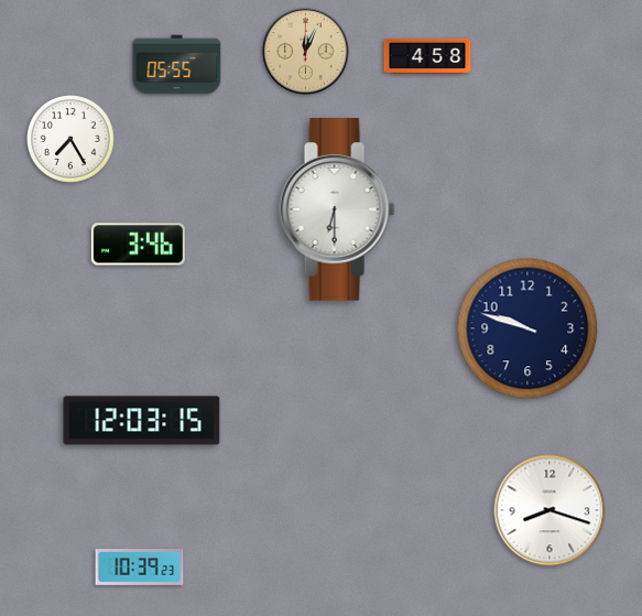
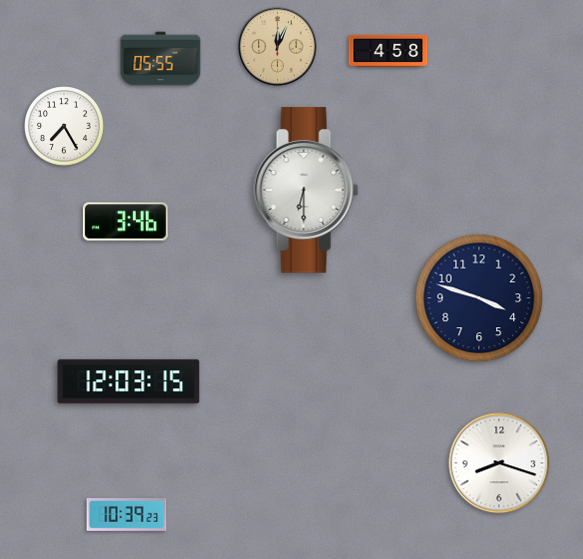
clock at (527, 328): 9:48 -> 3:48
